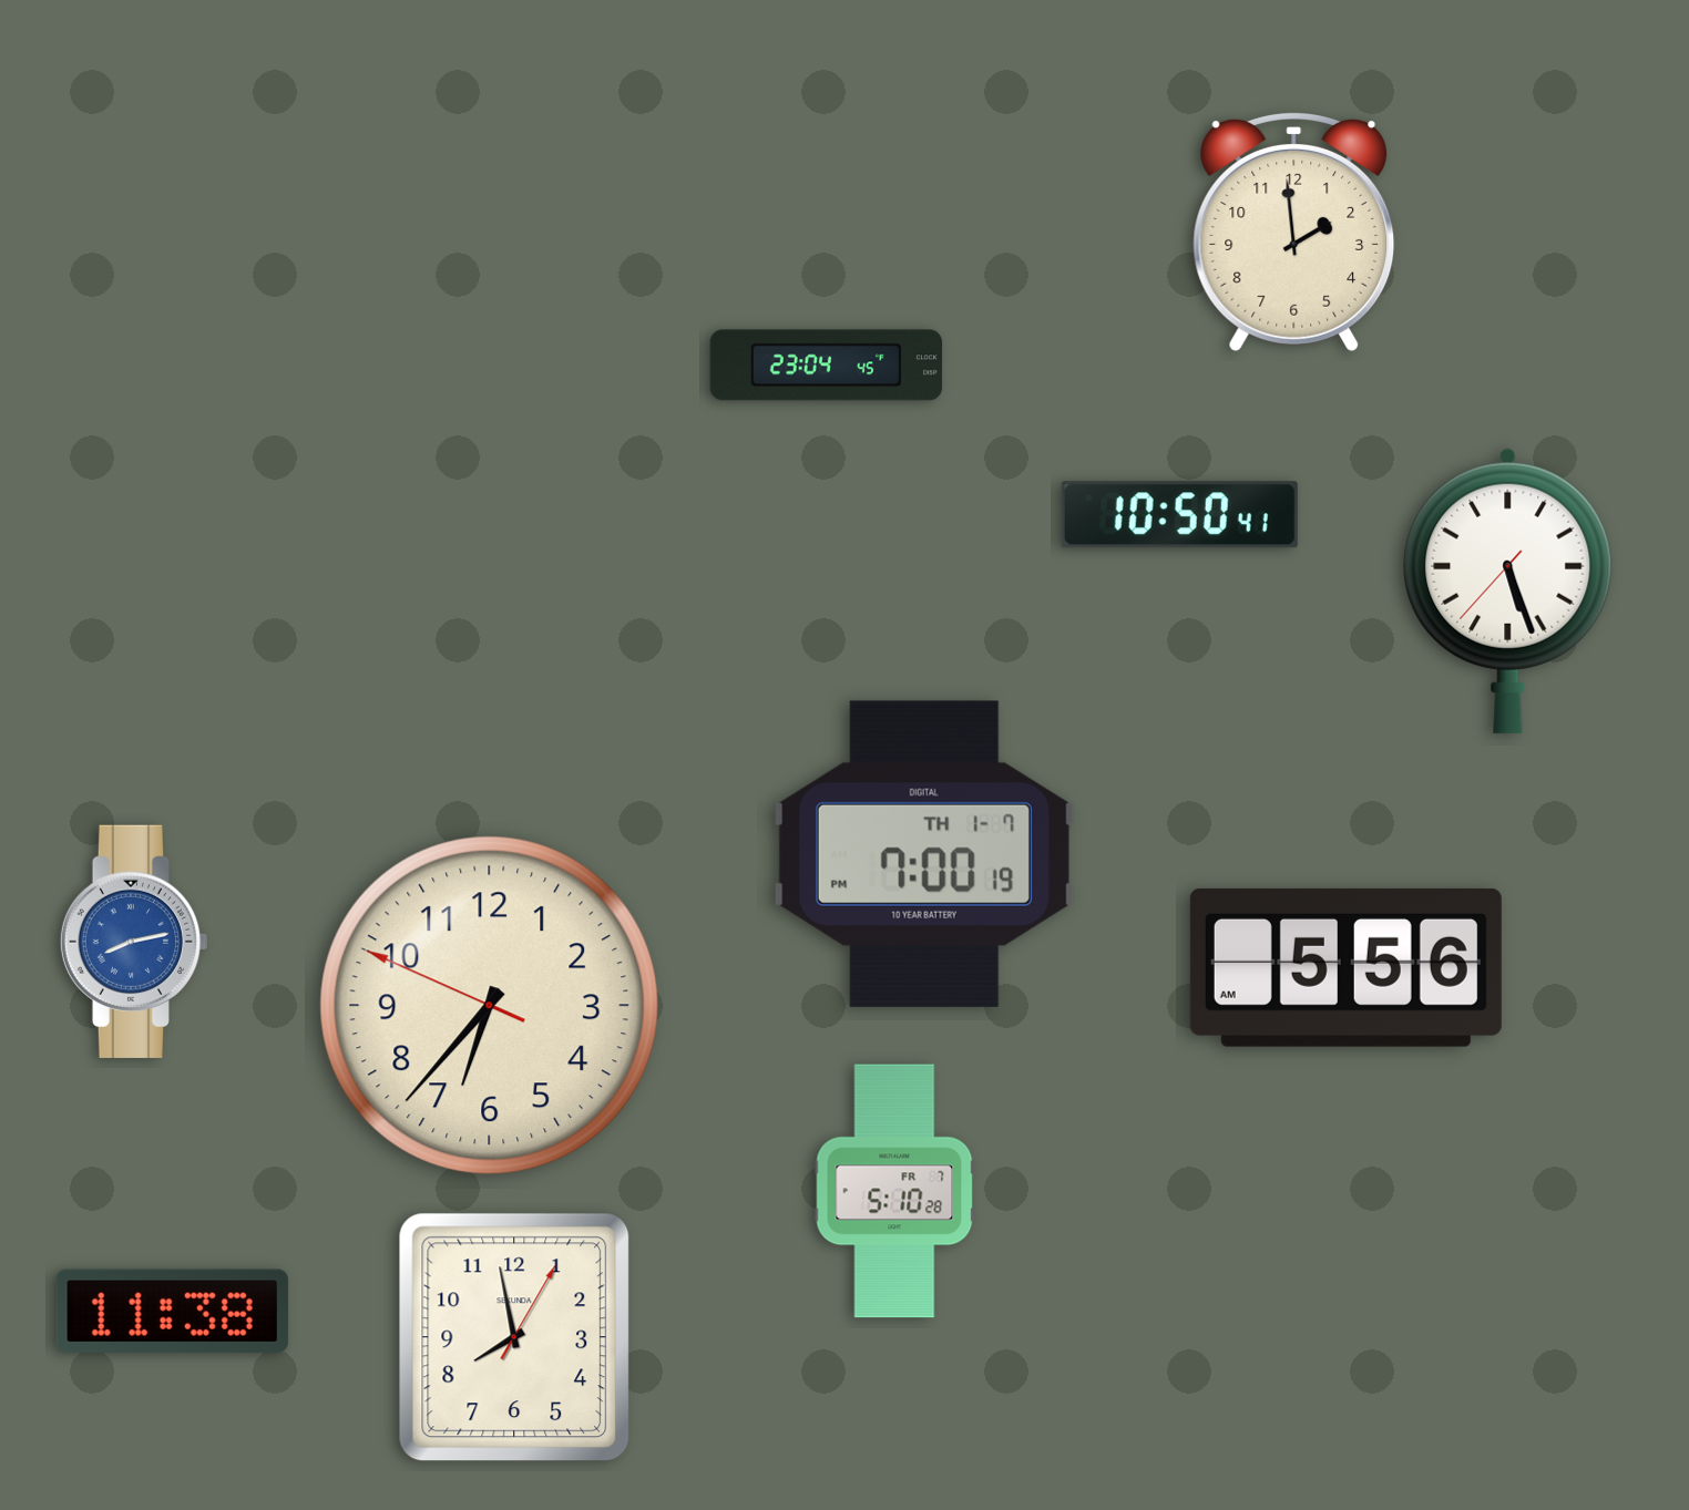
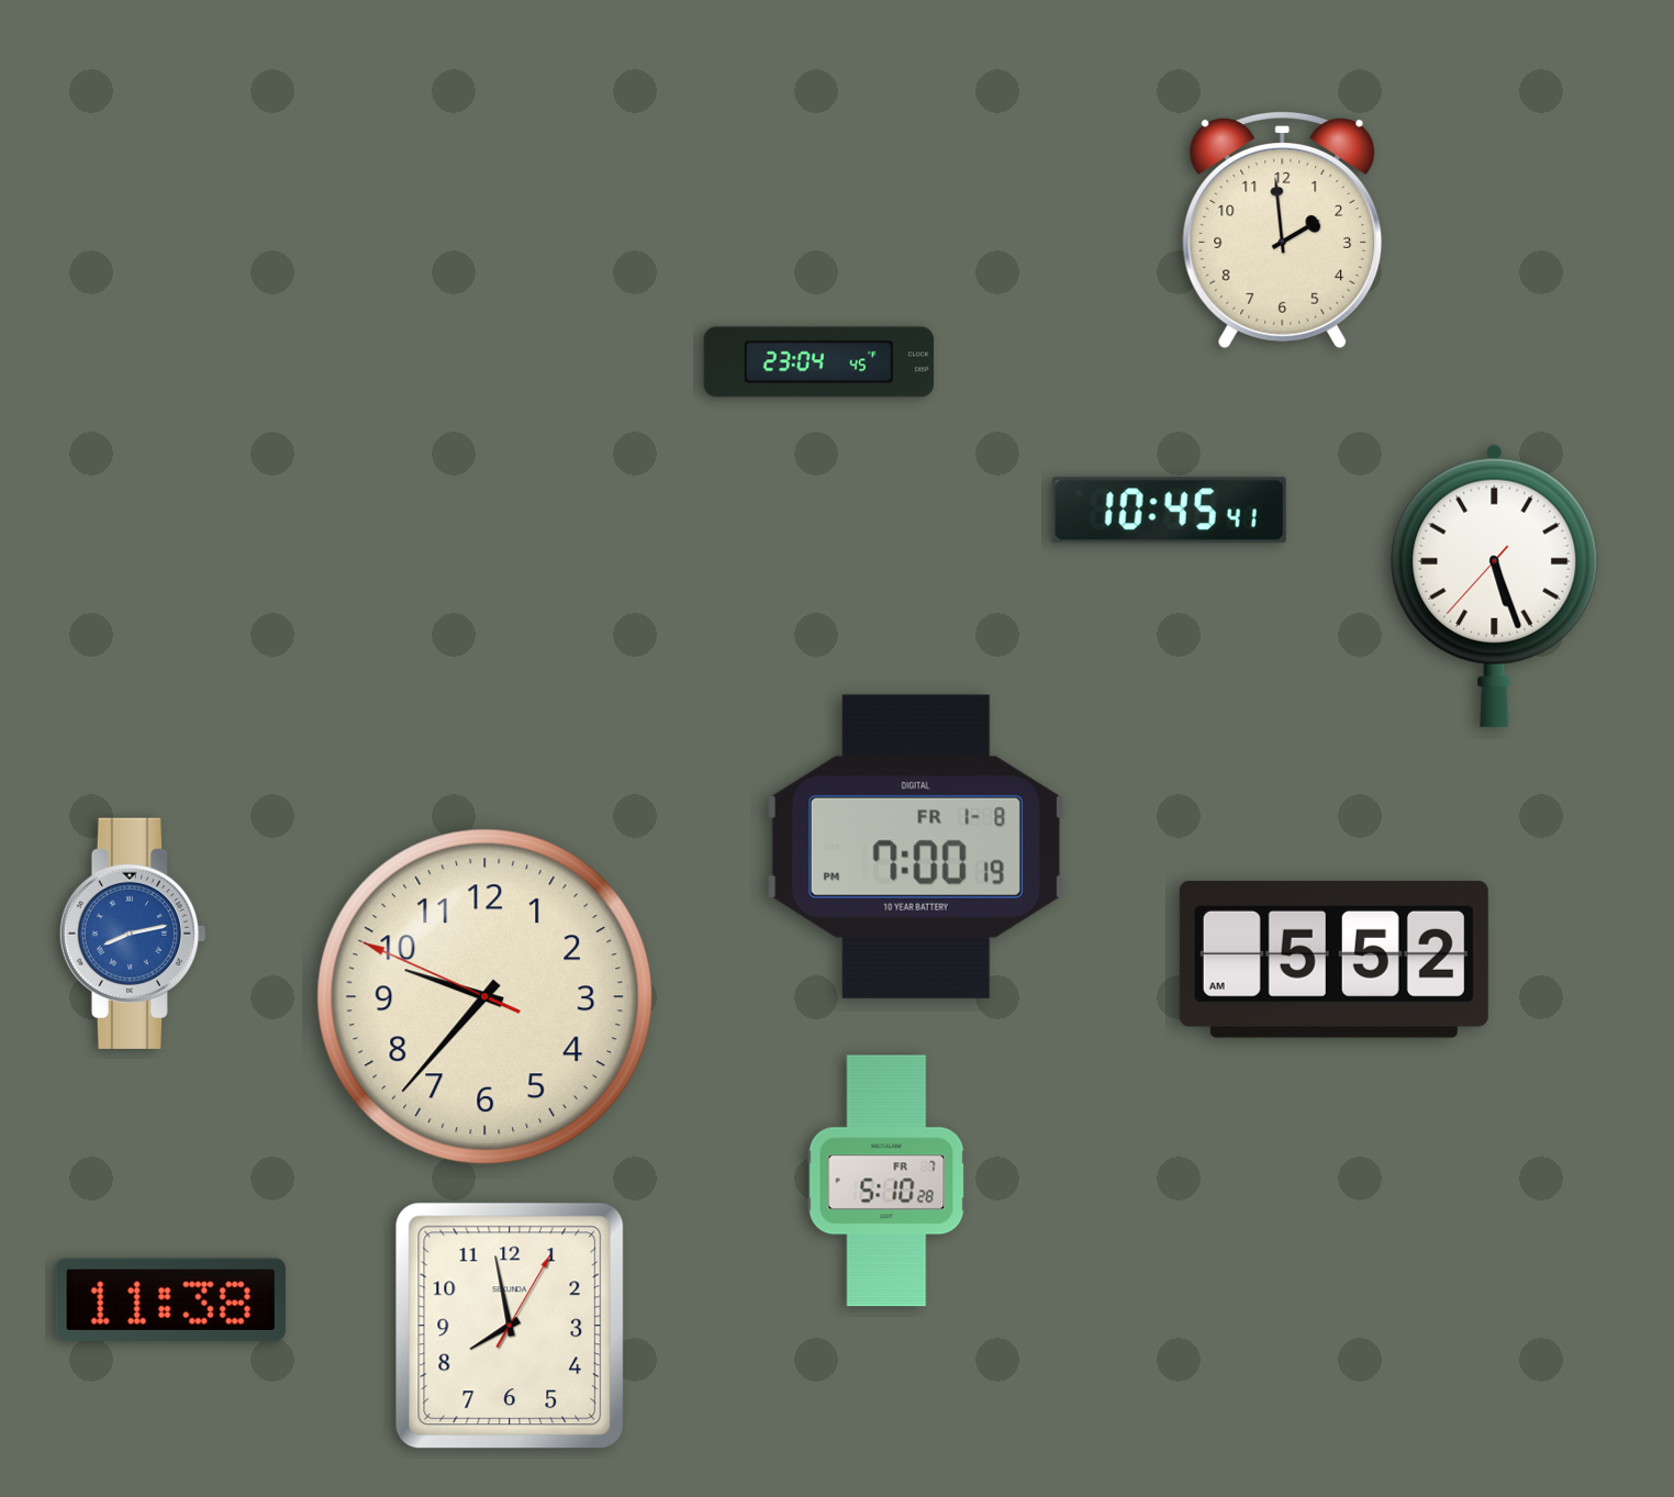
clock at (1179, 515): 10:50 -> 10:45
clock at (924, 854) date: TH 1-7 -> FR 1-8
clock at (1345, 967): 5:56 -> 5:52
clock at (490, 1006): 6:36 -> 9:36
